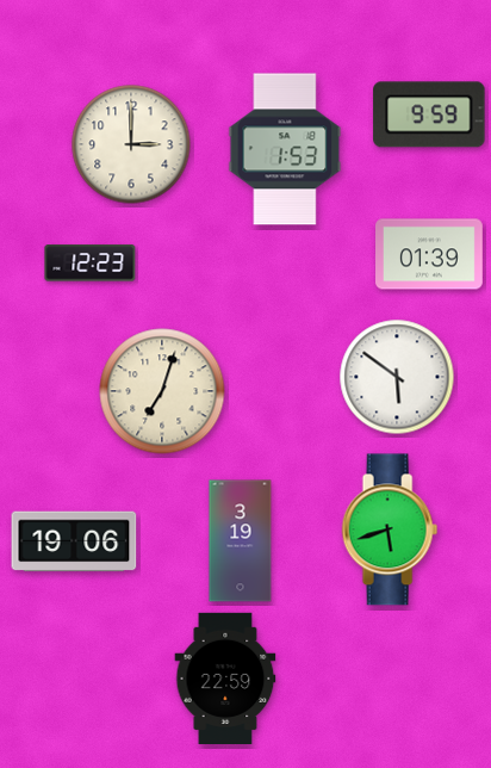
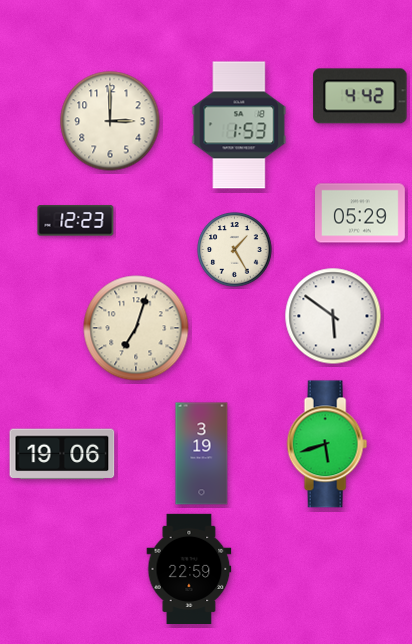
clock at (429, 114): 9:59 -> 4:42
clock at (430, 254): 01:39 -> 05:29
clock at (235, 250): none -> 1:25
